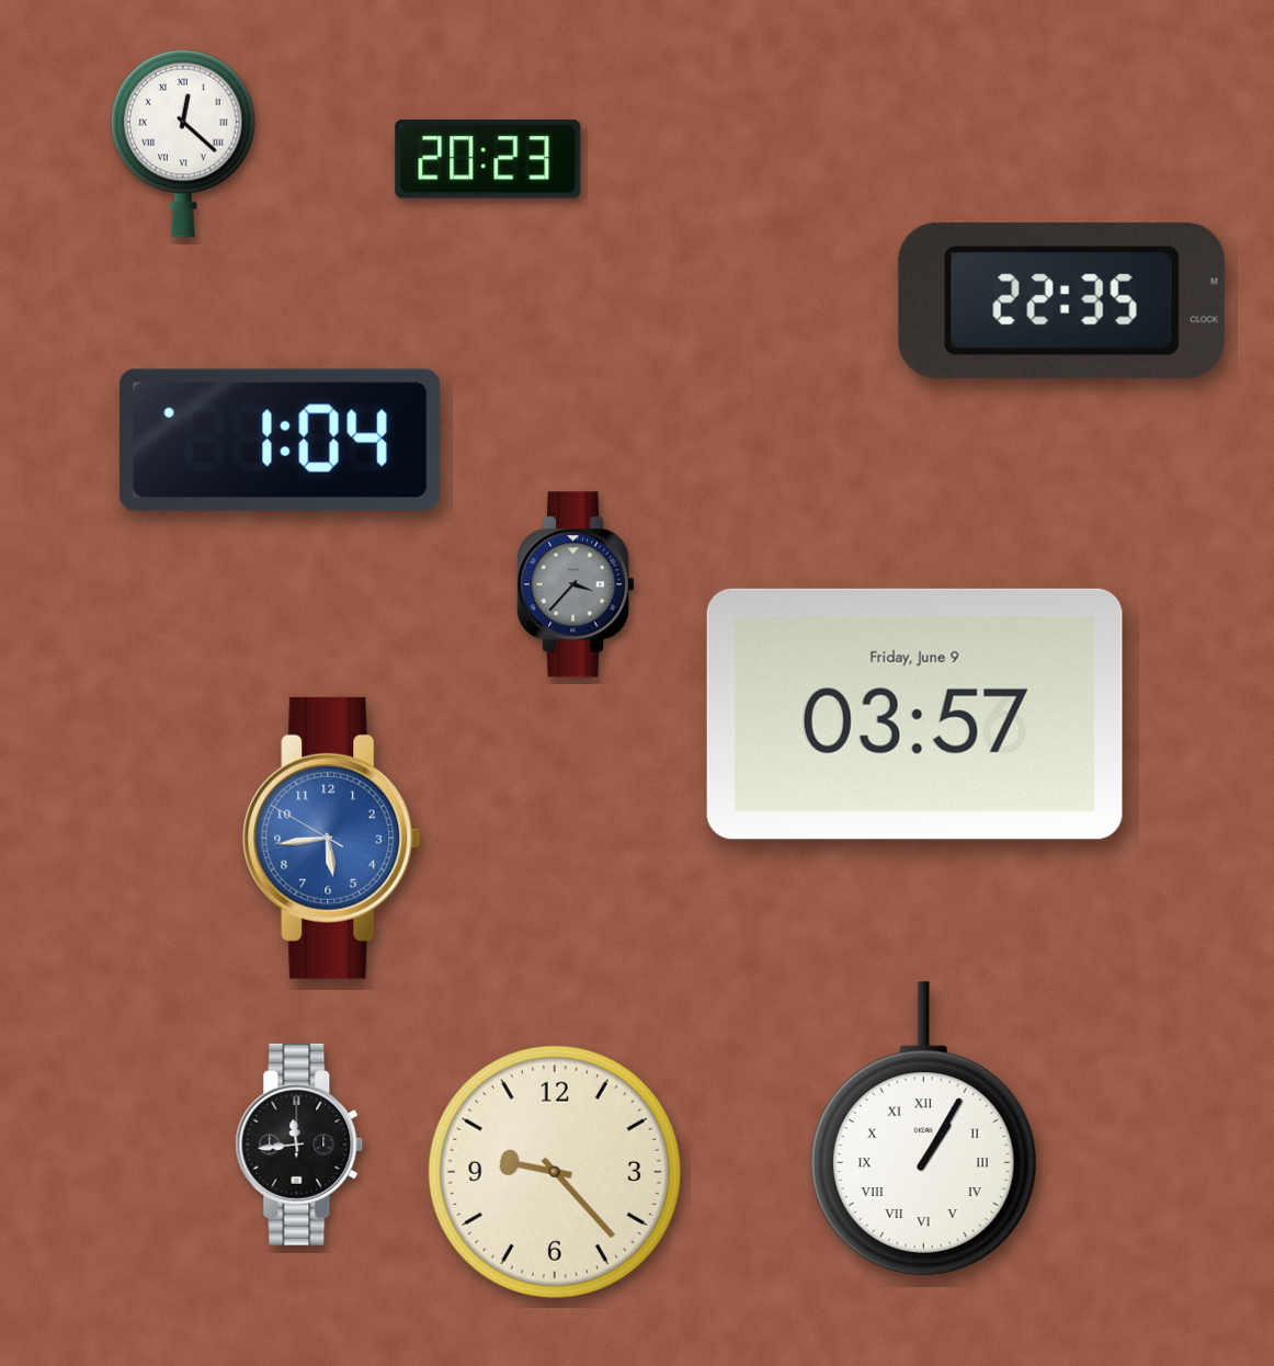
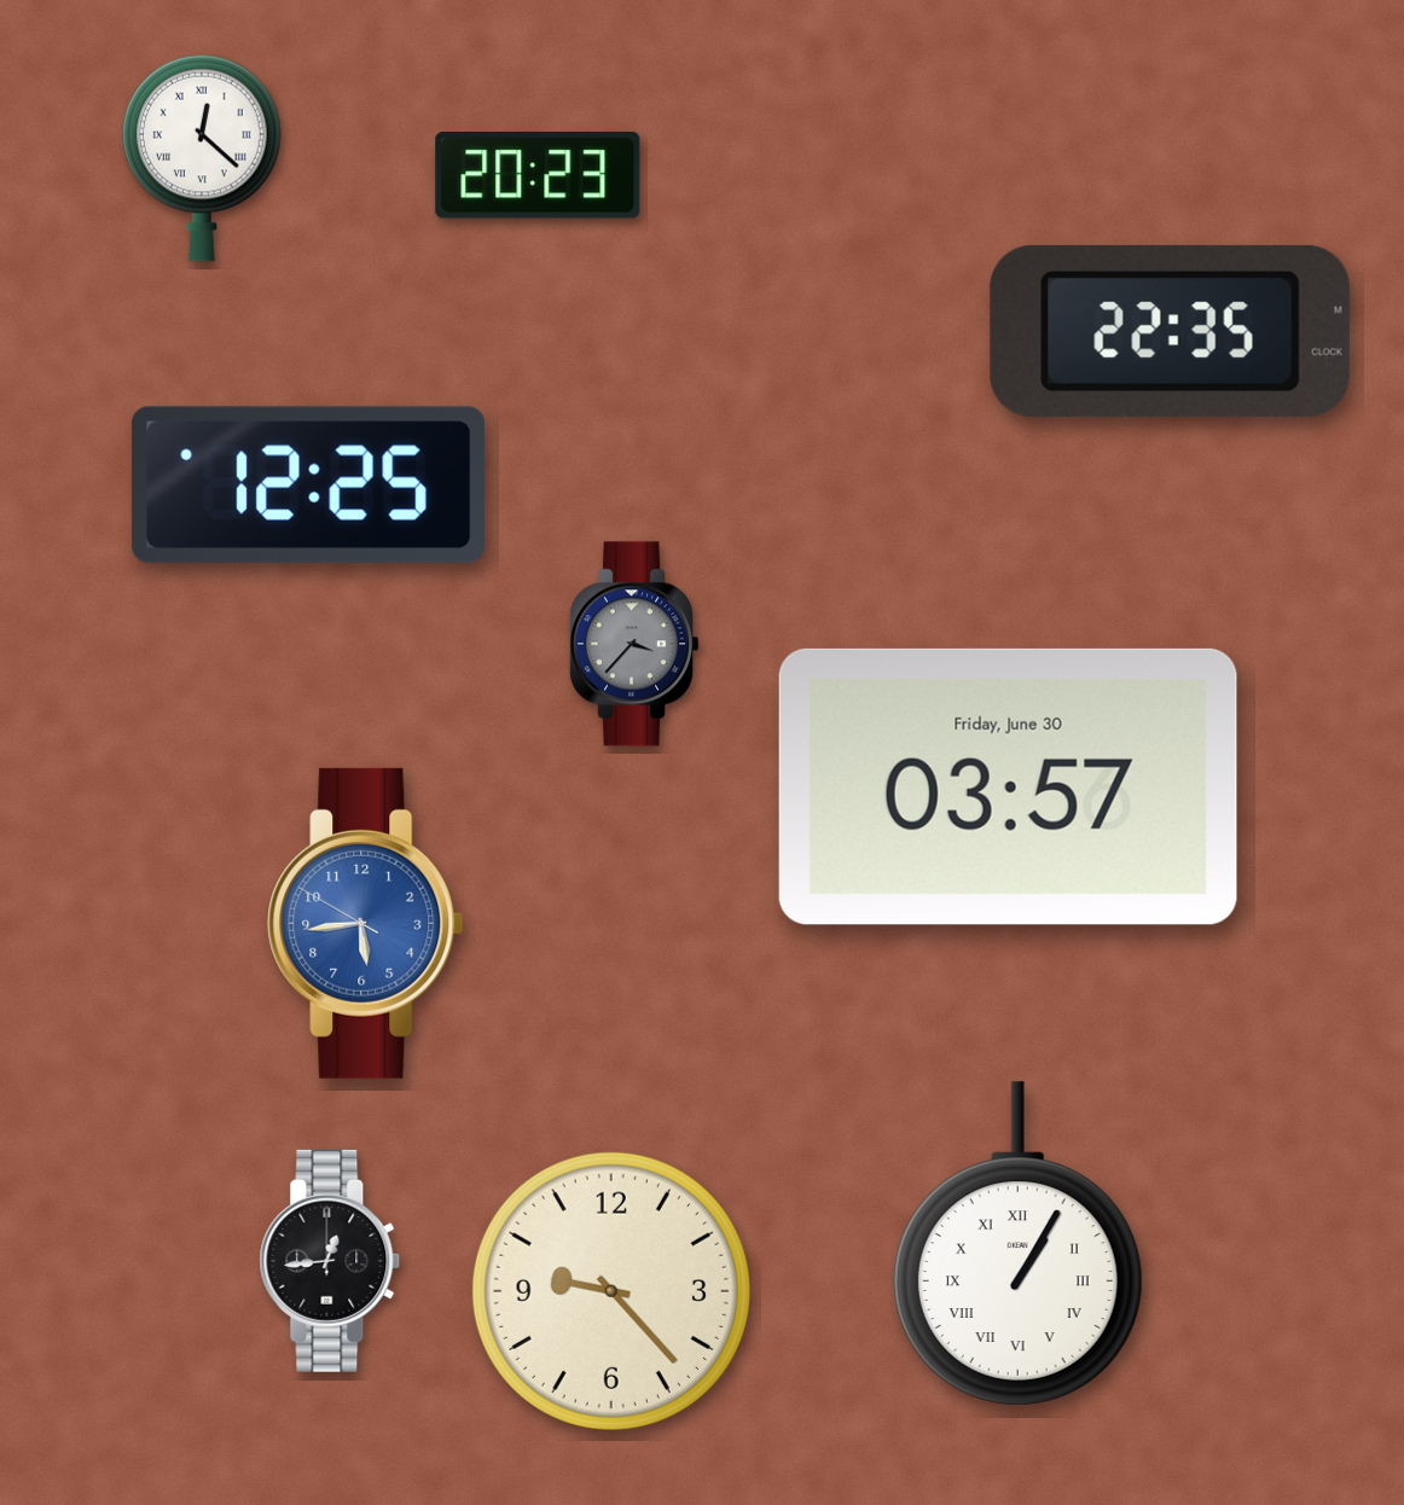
clock at (281, 440): 1:04 -> 12:25
clock at (914, 714) date: Friday, June 9 -> Friday, June 30
clock at (299, 1145): 11:44 -> 12:44
